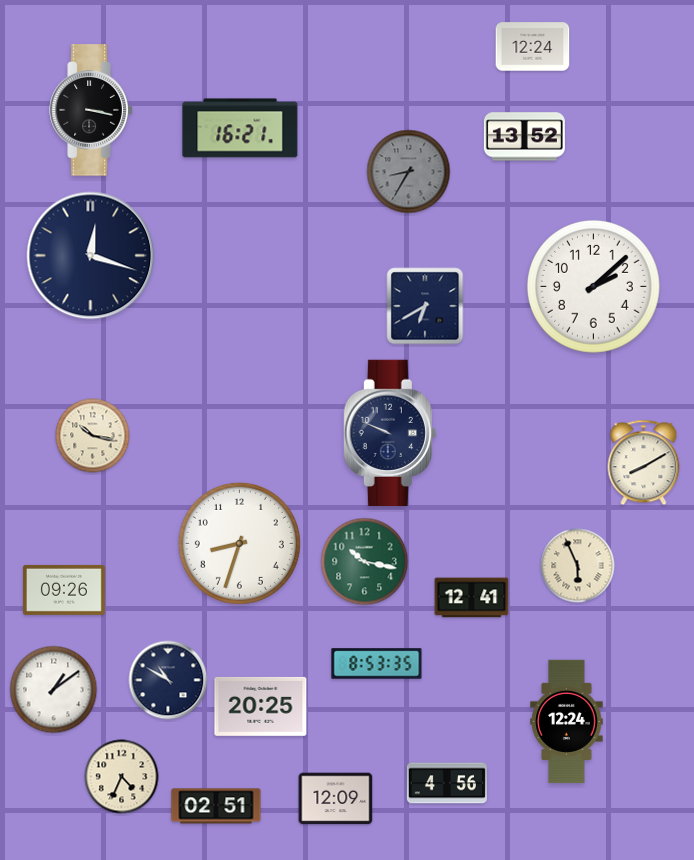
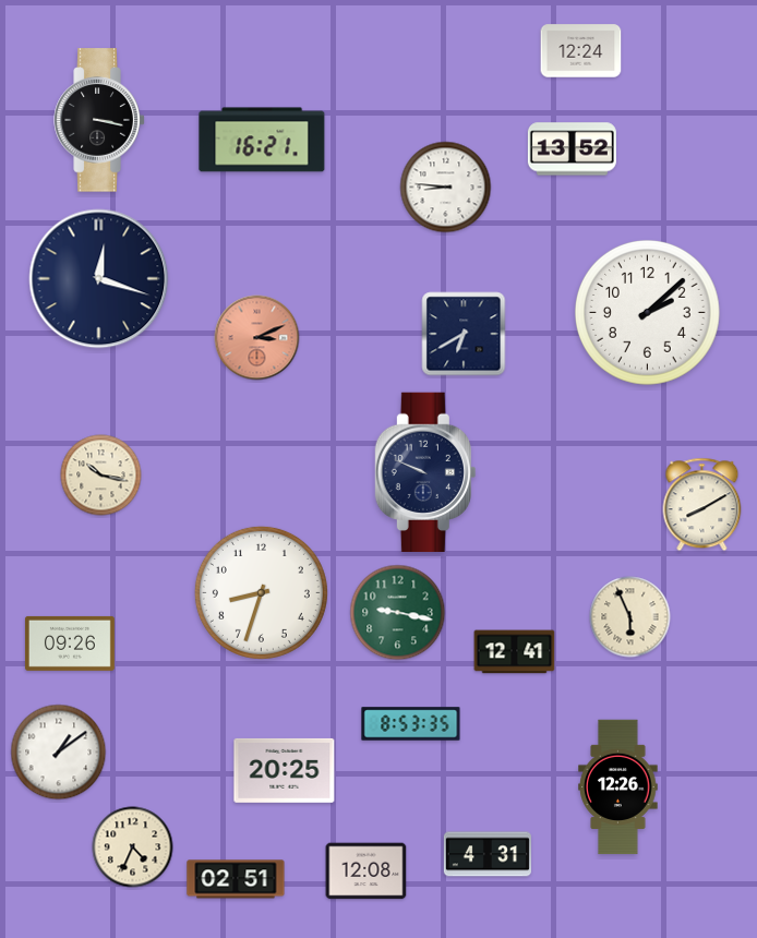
clock at (409, 172): 8:35 -> 8:46
clock at (409, 172) dial: grey -> white
clock at (257, 338): none -> 3:11
clock at (365, 562): 10:17 -> 9:17
clock at (168, 680): 10:50 -> none
clock at (567, 722): 12:24 -> 12:26
clock at (447, 783): 4:56 -> 4:31
clock at (336, 799): 12:09 -> 12:08
